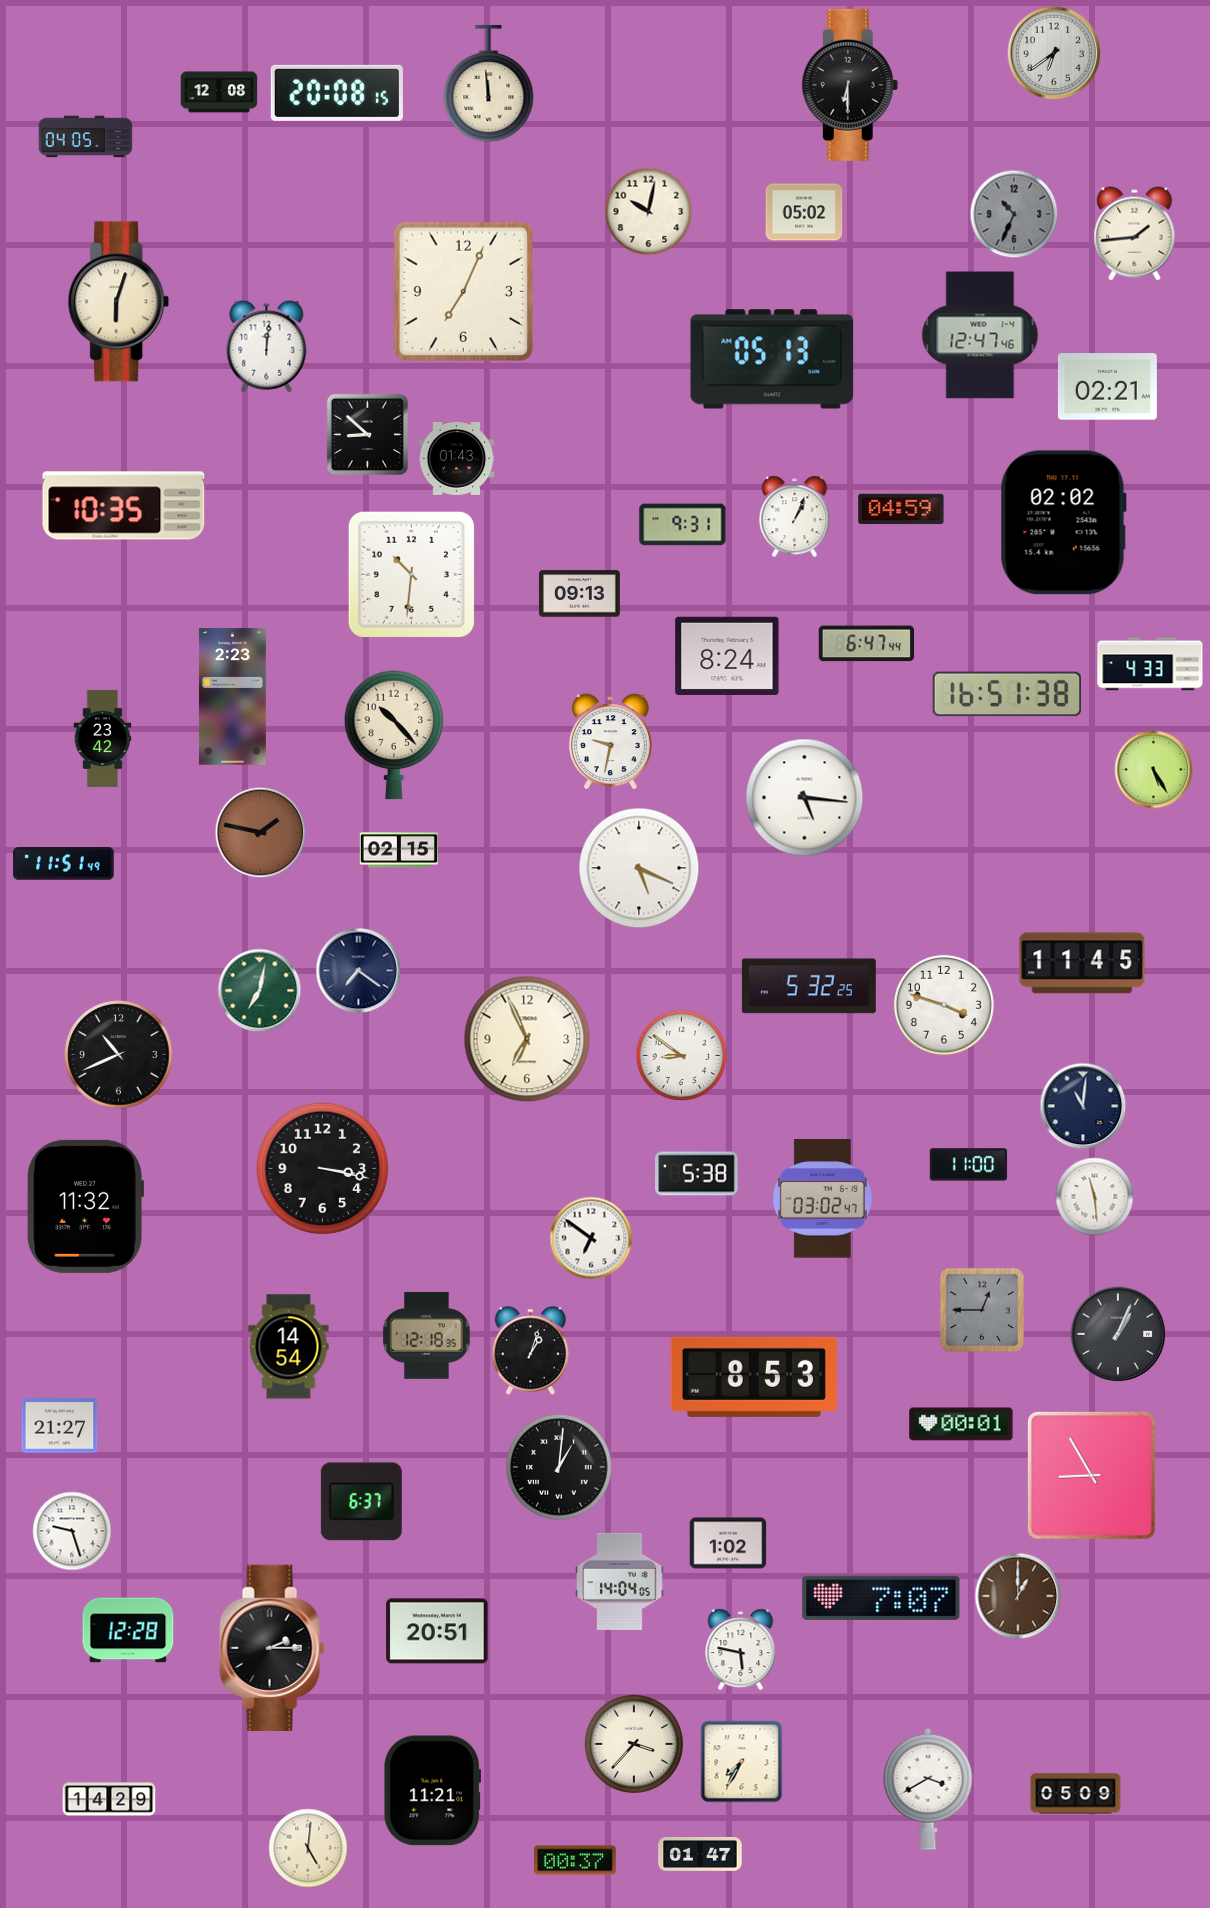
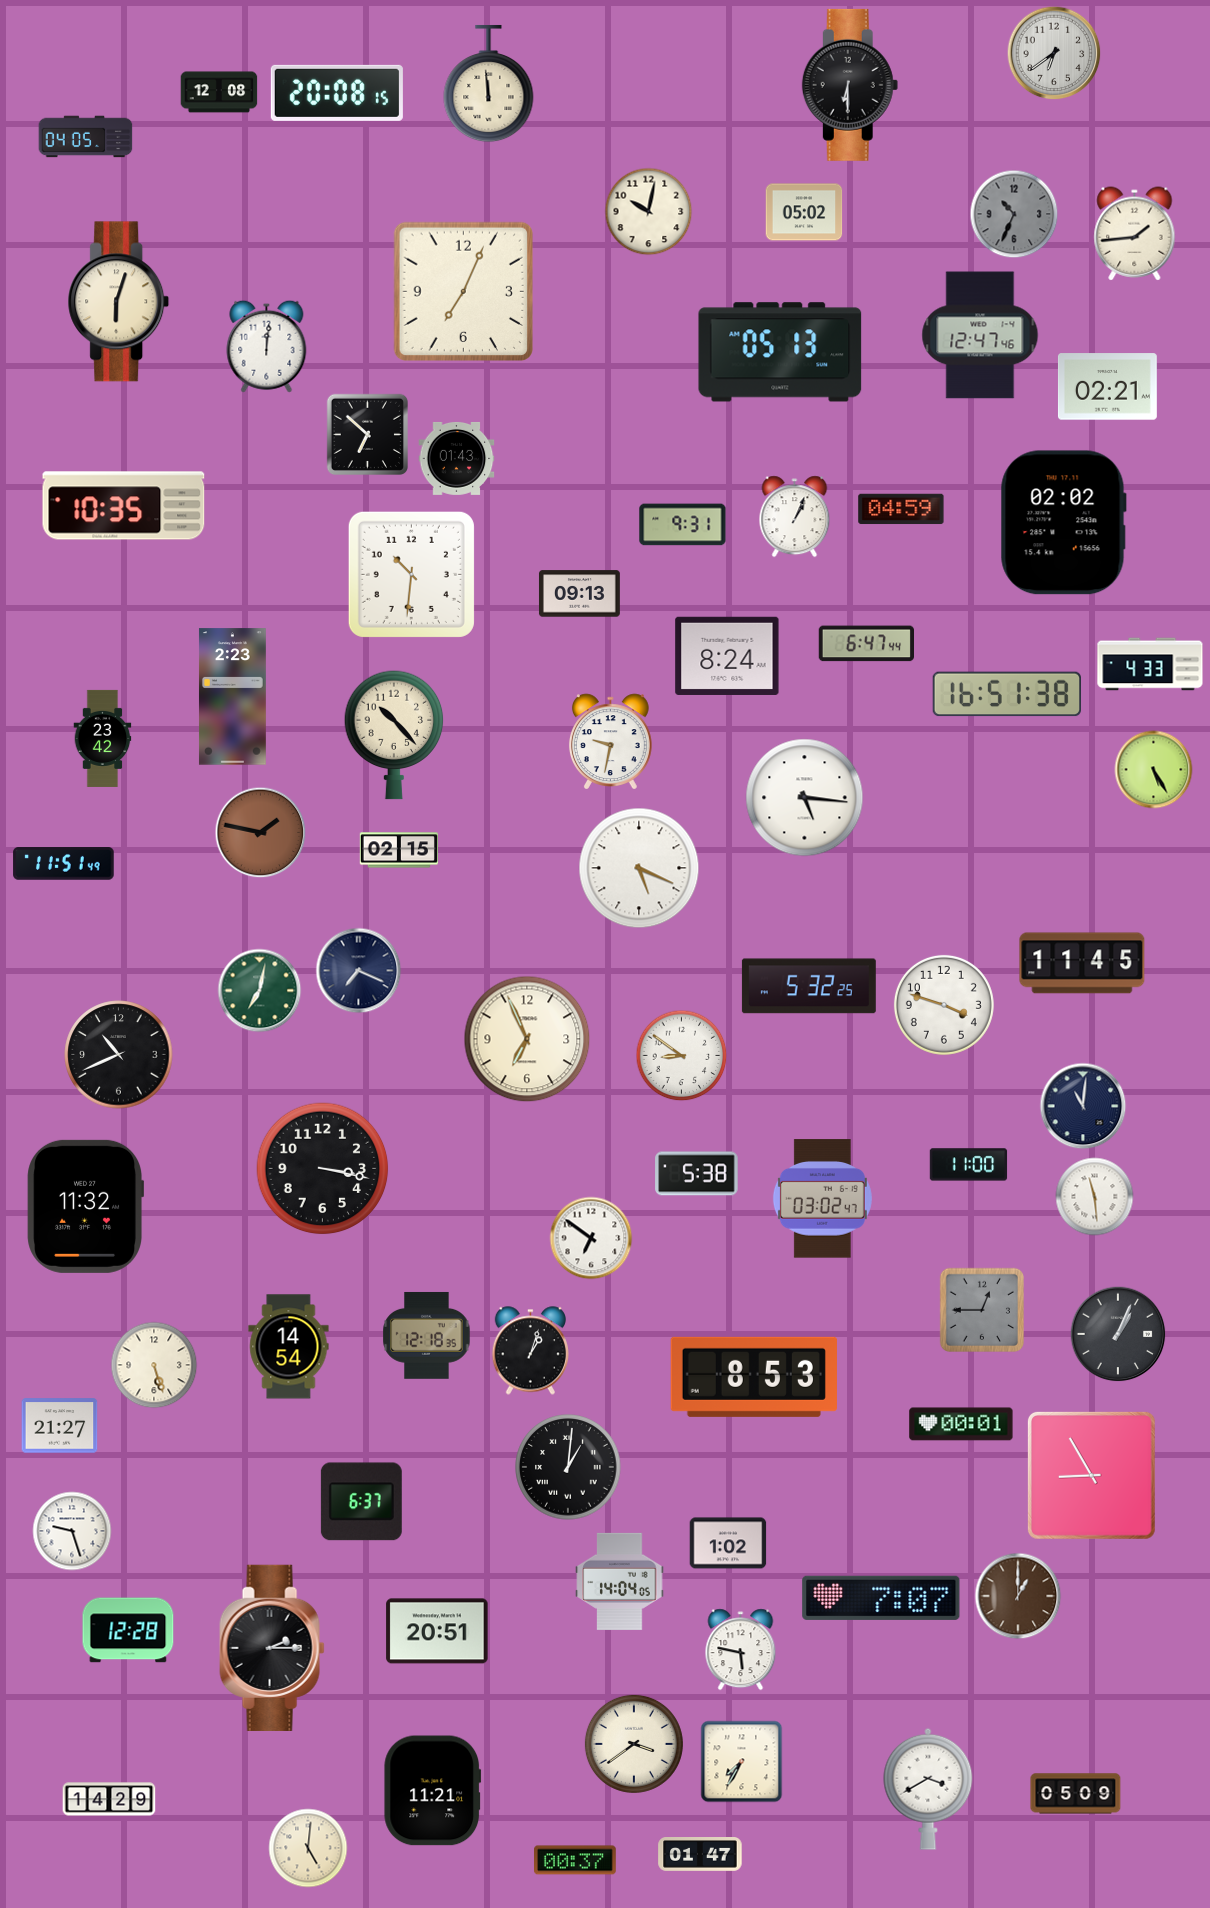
clock at (772, 359) position: (772, 359) -> (780, 352)
clock at (367, 434): 8:52 -> 6:52
clock at (359, 971): 7:21 -> 7:19
clock at (154, 1365): none -> 5:27
clock at (559, 1467) position: (559, 1467) -> (568, 1467)
clock at (634, 1744): 3:37 -> 3:39
